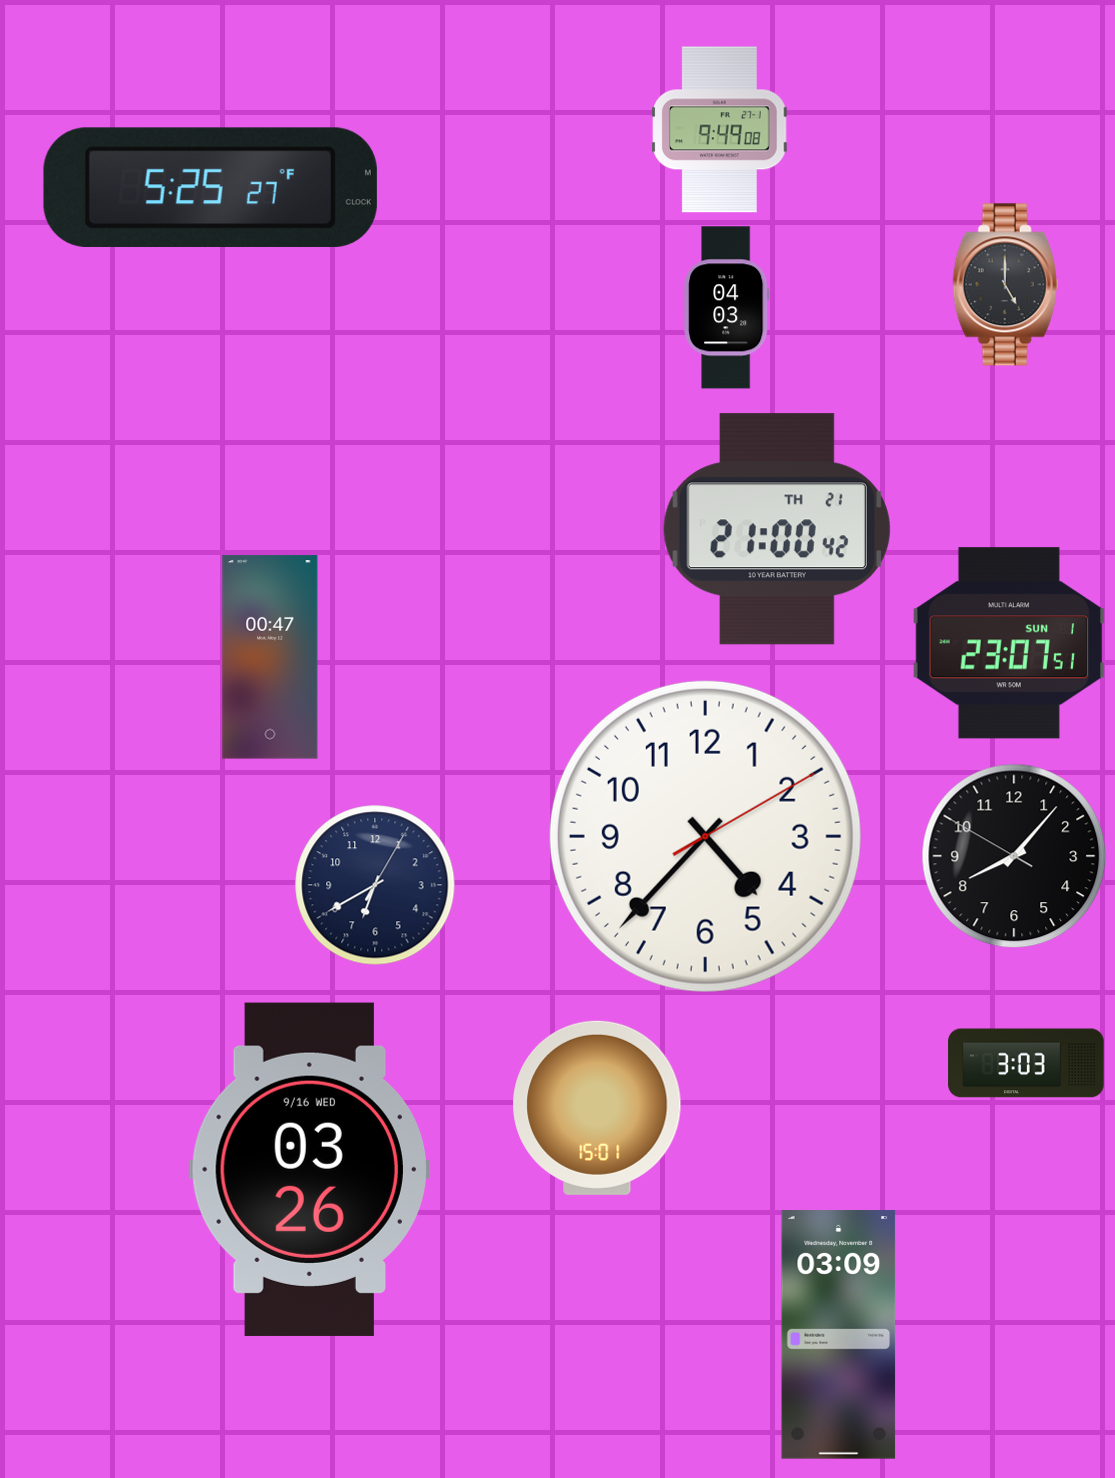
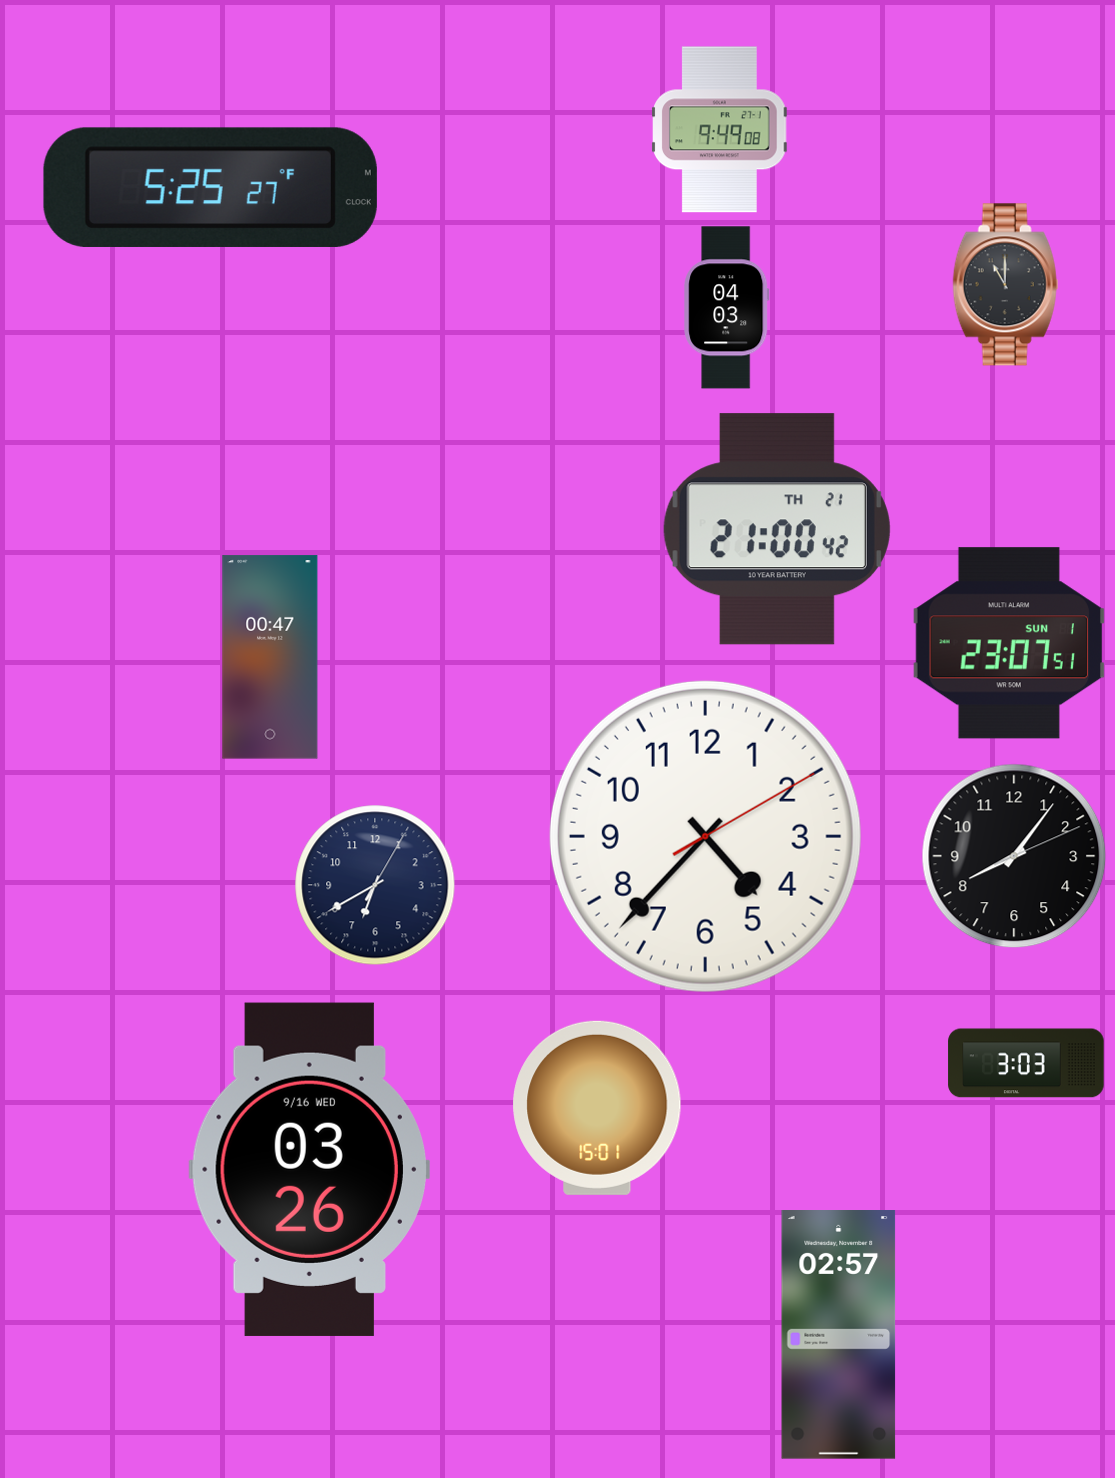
clock at (1006, 285): 5:00 -> 11:00
clock at (1014, 856): 8:06:50 -> 8:06:11
clock at (839, 1335): 03:09 -> 02:57
